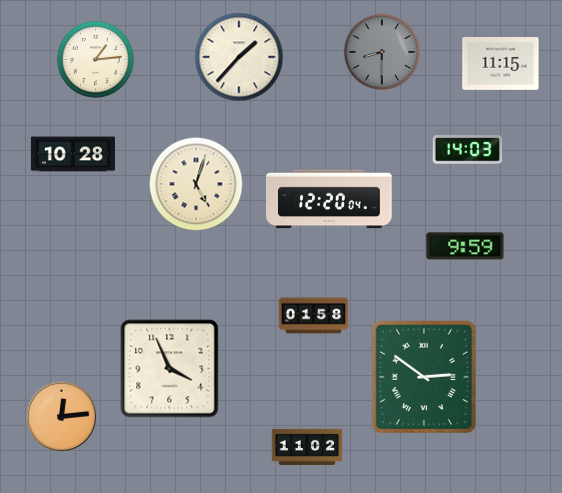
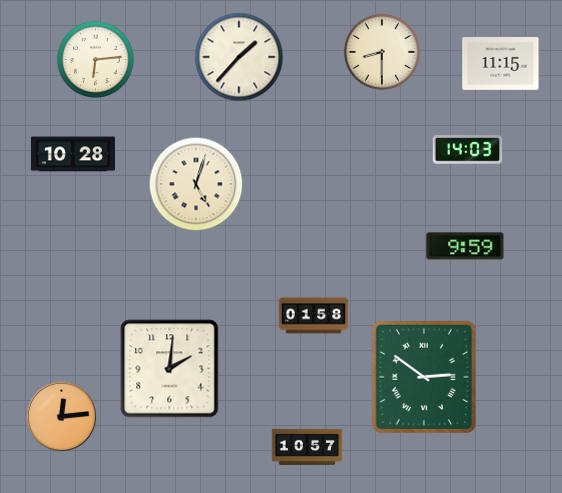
clock at (382, 52) dial: grey -> cream
clock at (95, 59): 1:14 -> 6:14
clock at (329, 199): 12:20 -> none
clock at (170, 369): 3:56 -> 2:01
clock at (307, 447): 11:02 -> 10:57
